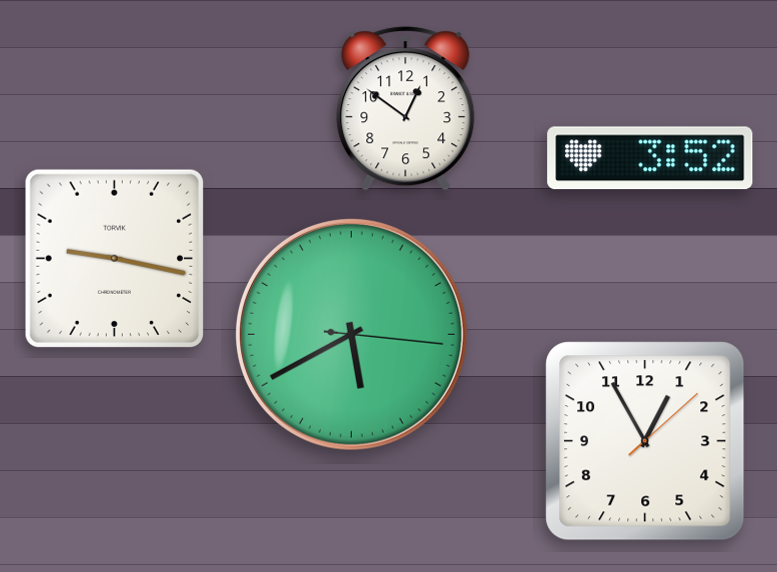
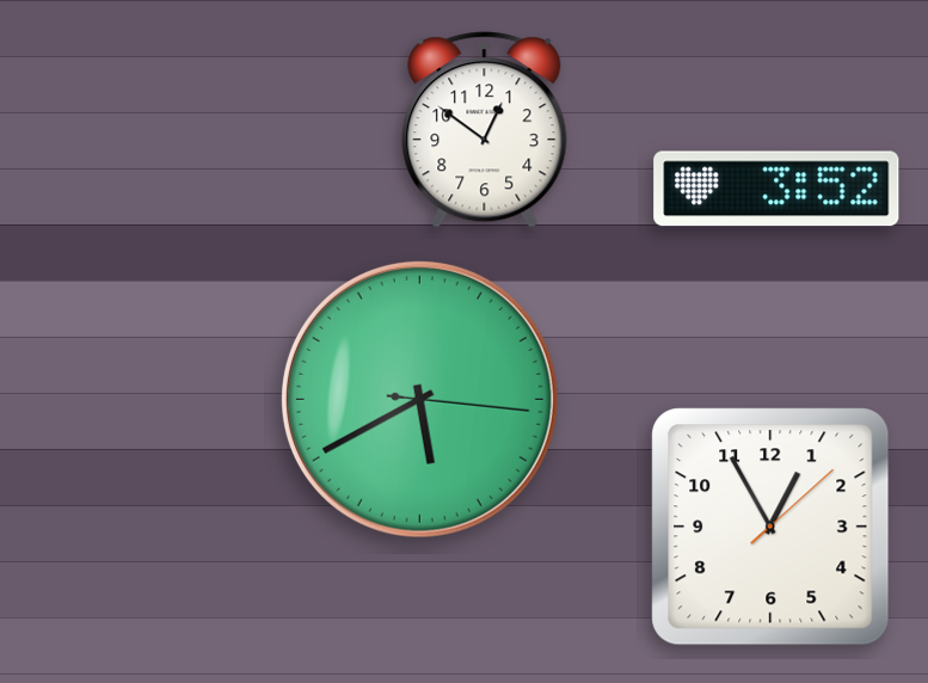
clock at (114, 258): 9:17 -> none
